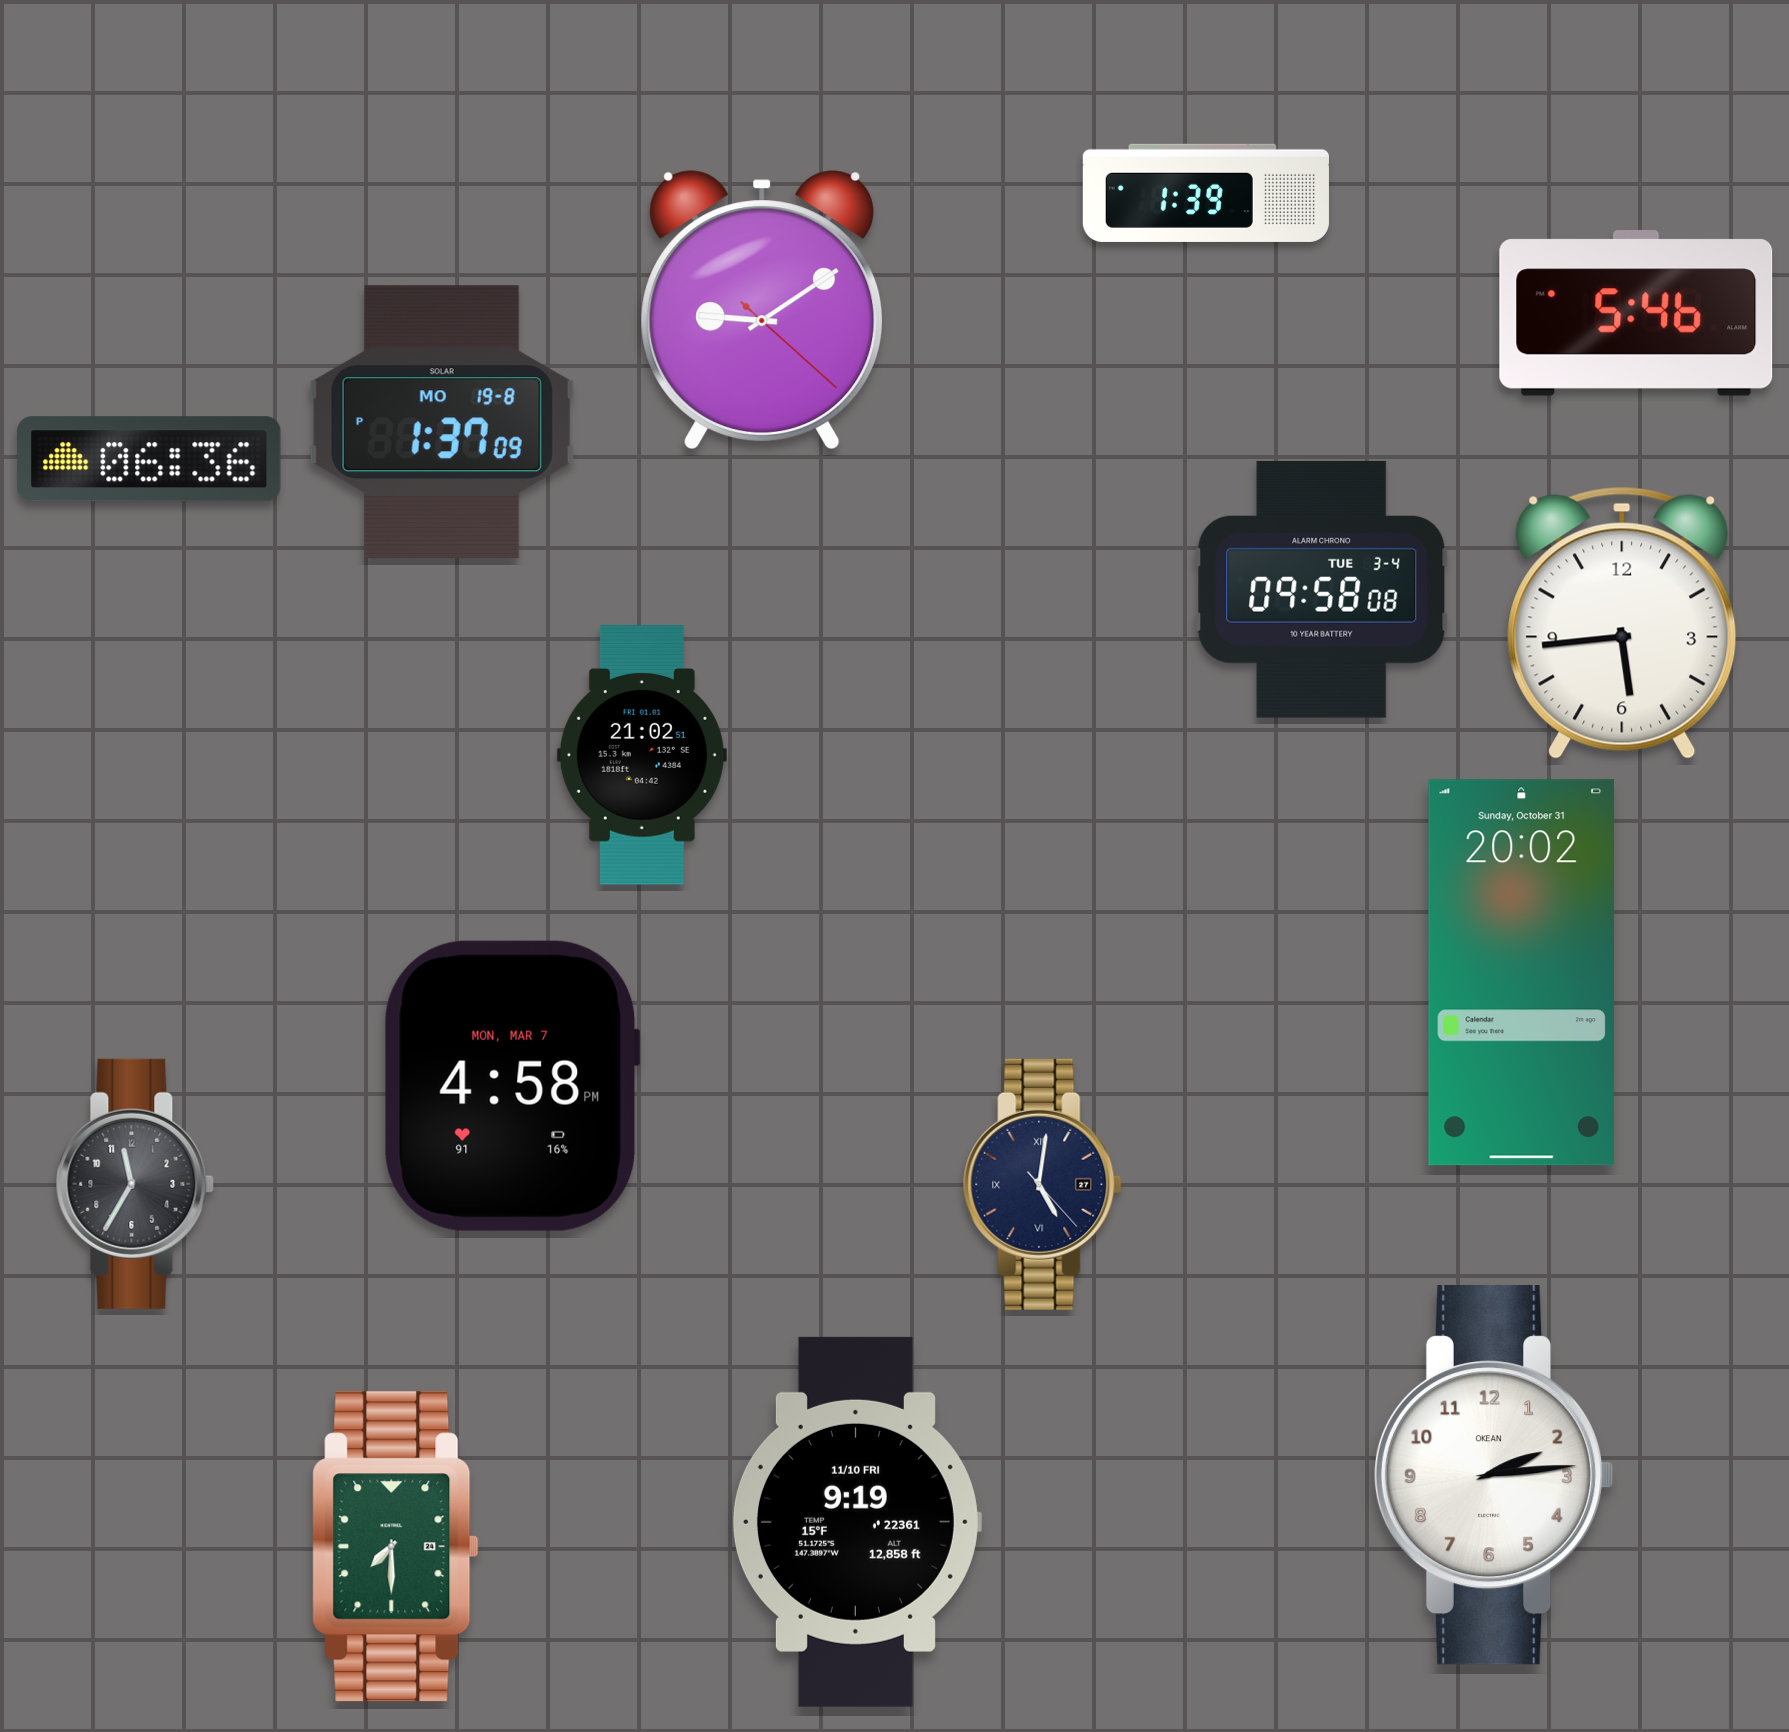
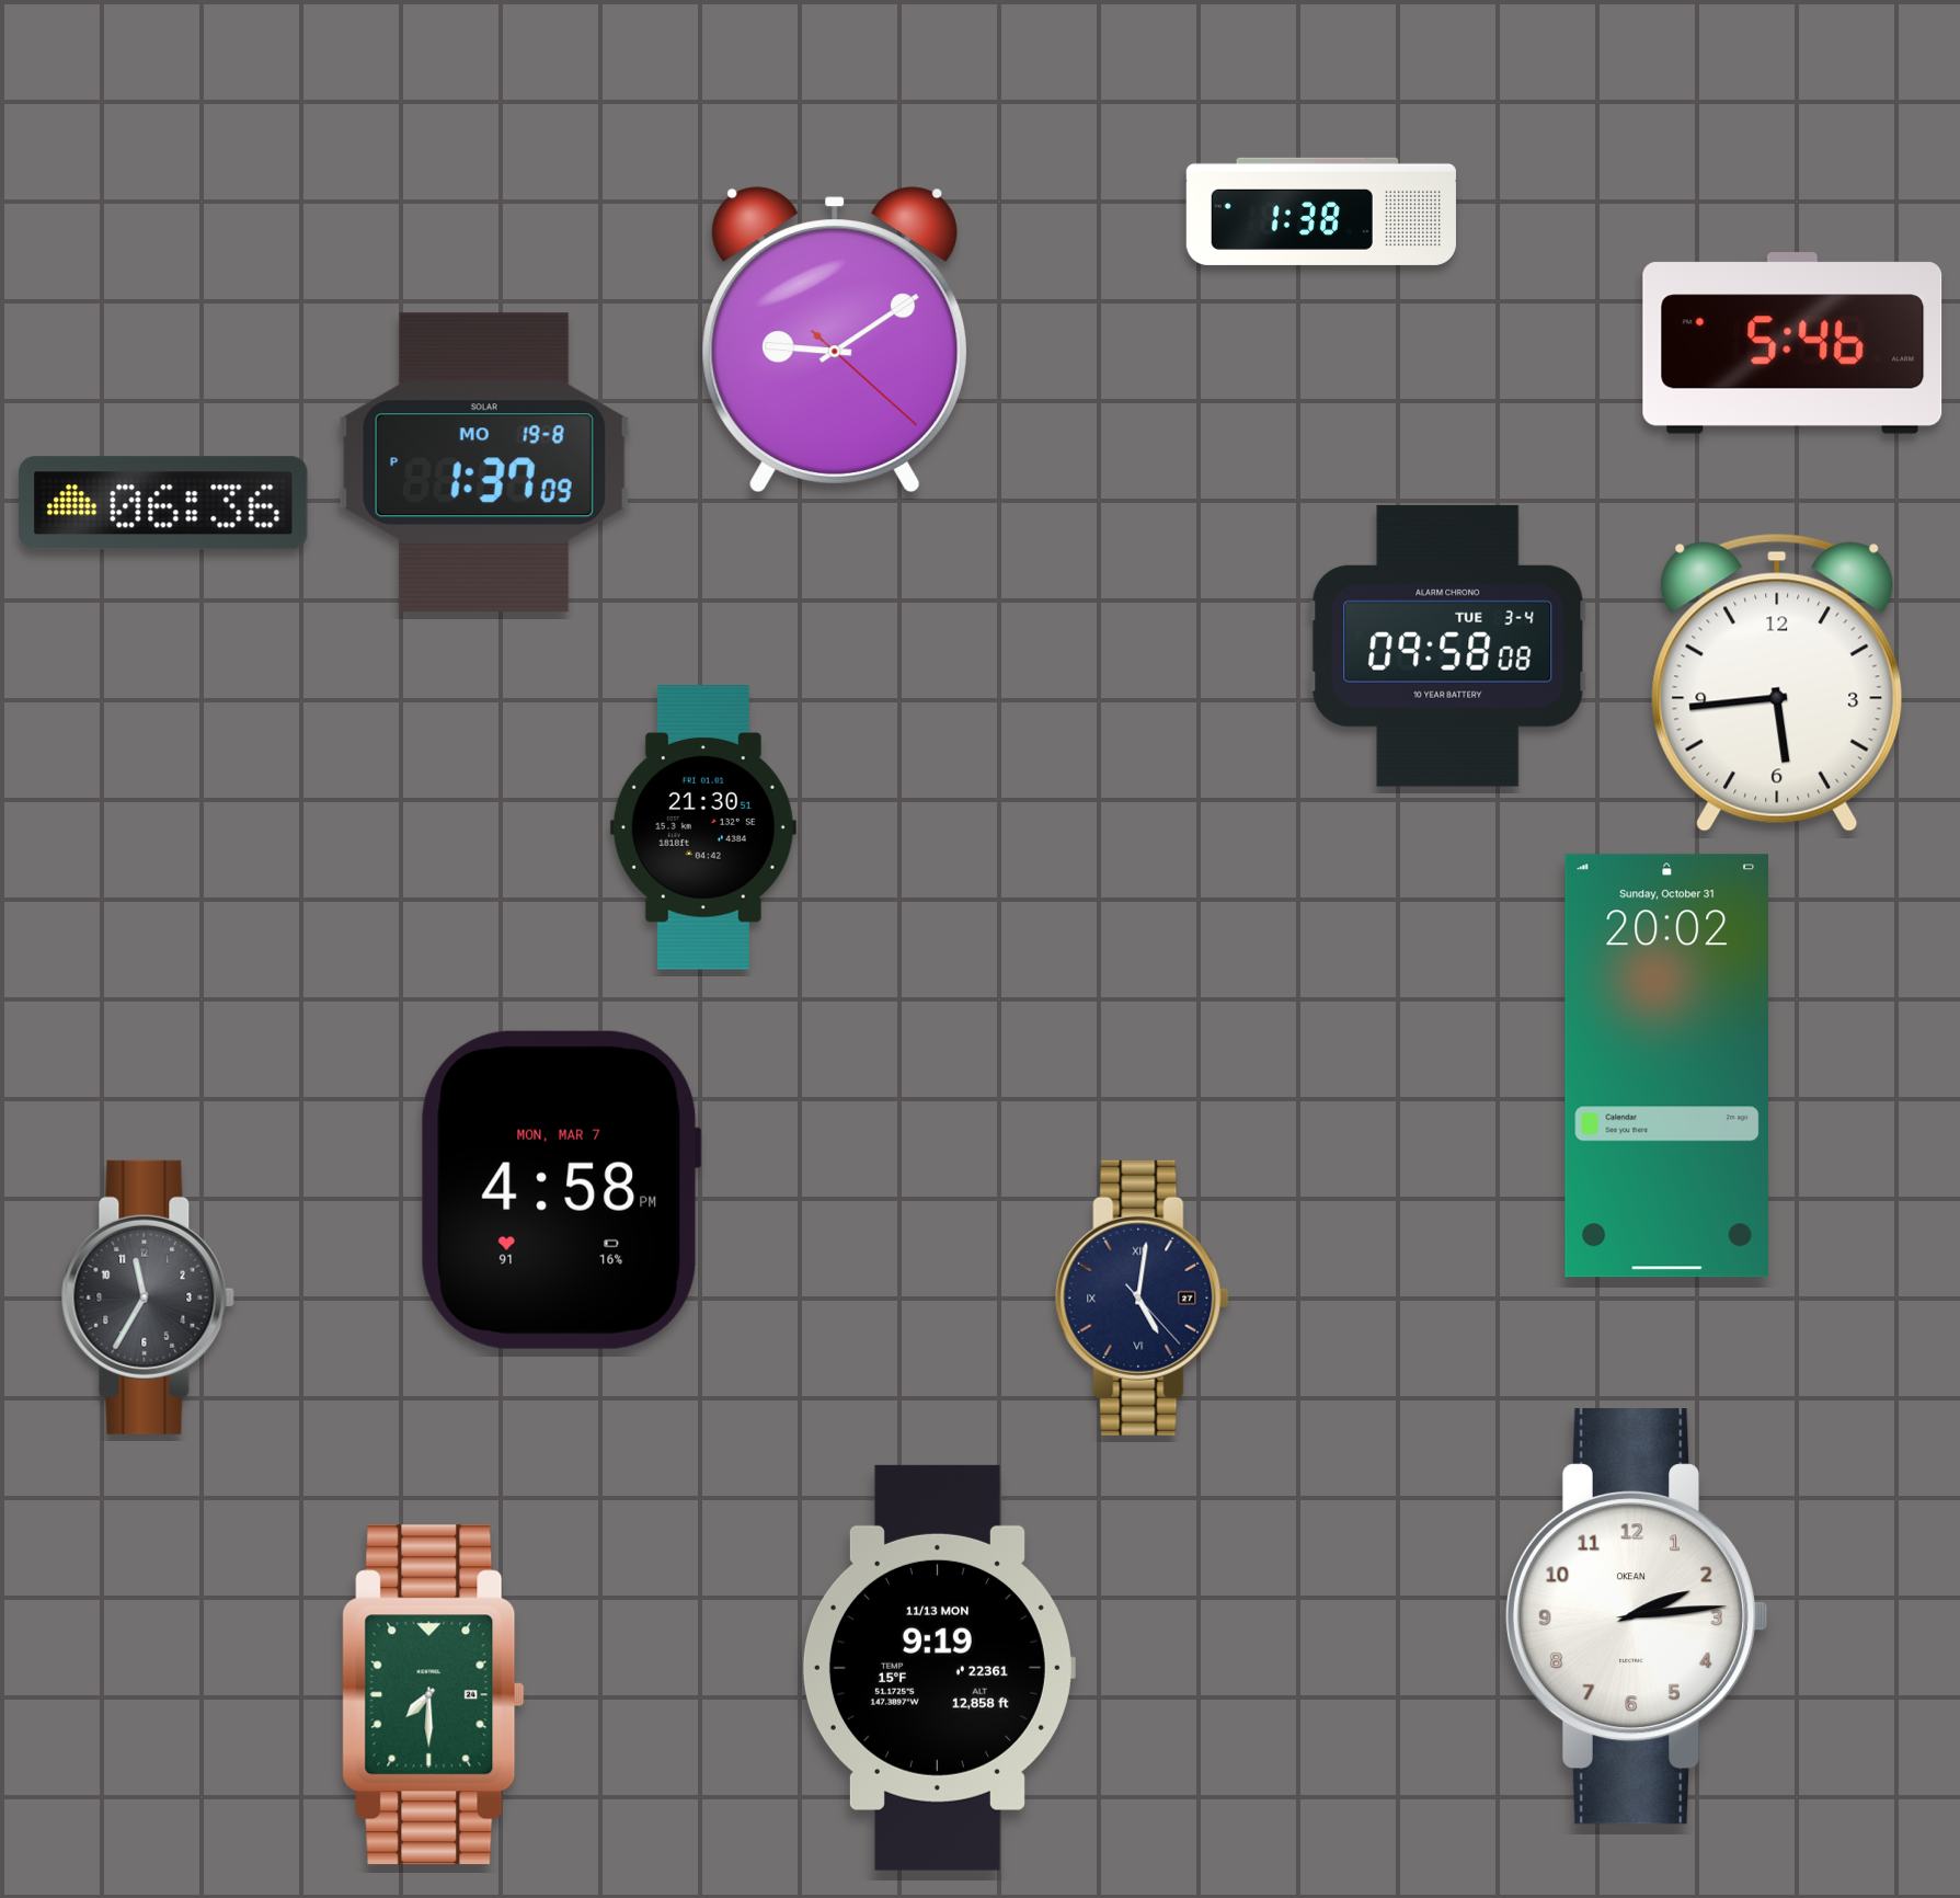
clock at (1206, 193): 1:39 -> 1:38
clock at (642, 755): 21:02 -> 21:30
clock at (856, 1522) date: 11/10 FRI -> 11/13 MON
